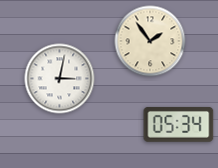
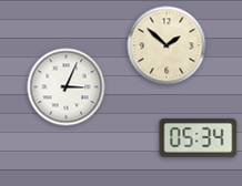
clock at (150, 41): 1:54 -> 1:52
clock at (60, 79): 3:02 -> 3:04
